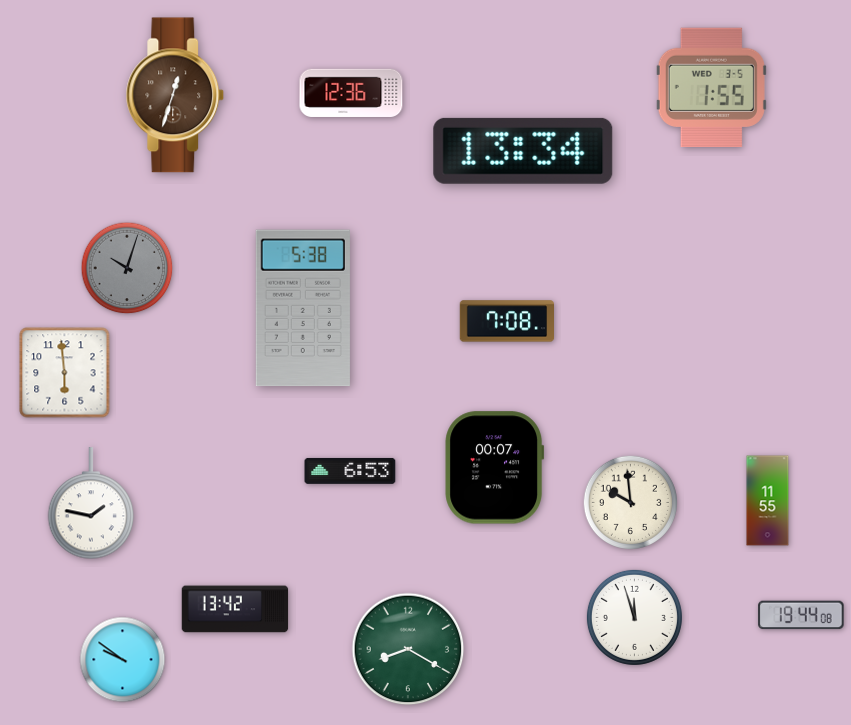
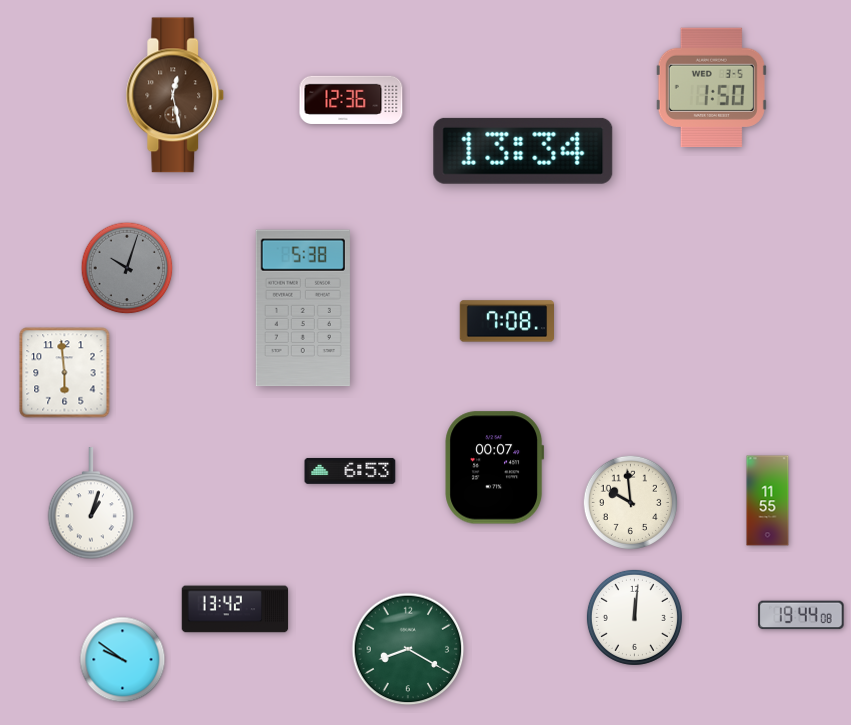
clock at (711, 87): 1:55 -> 1:50
clock at (351, 93) position: (351, 93) -> (351, 100)
clock at (175, 95): 12:33 -> 12:28
clock at (91, 504): 1:47 -> 1:03
clock at (634, 617): 11:57 -> 12:01
